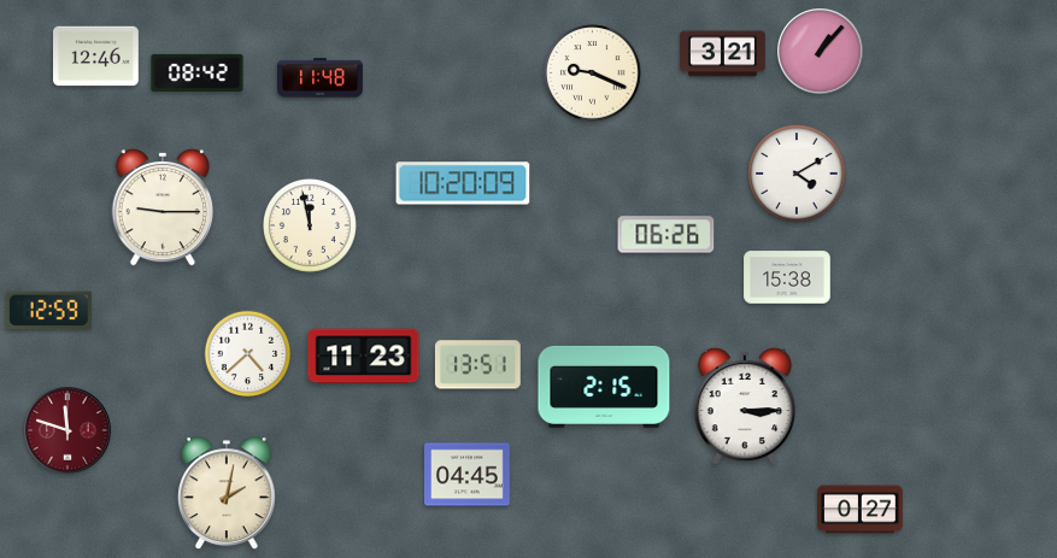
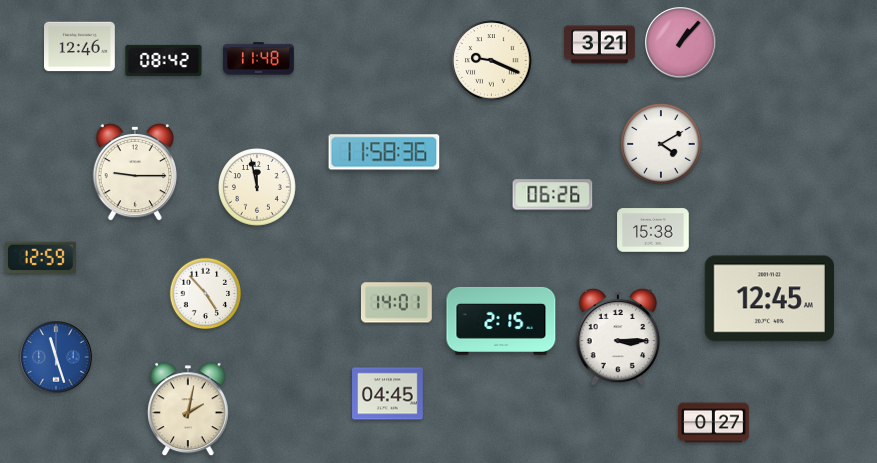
clock at (321, 78) position: (321, 78) -> (259, 59)
clock at (463, 183): 10:20 -> 11:58
clock at (248, 354): 4:38 -> 4:53
clock at (364, 357): 11:23 -> none
clock at (769, 299): none -> 12:45
clock at (477, 365): 13:51 -> 14:01
clock at (67, 430): 11:48 -> 11:27
clock at (67, 430) dial: burgundy -> blue
